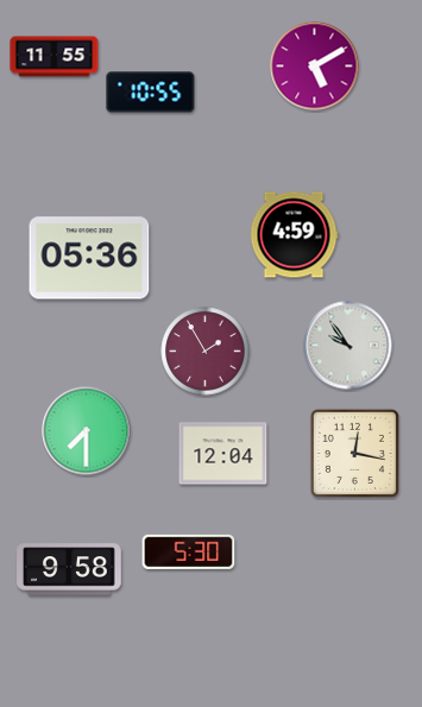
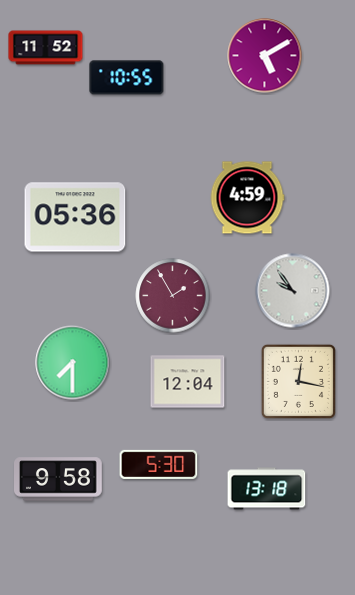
clock at (55, 57): 11:55 -> 11:52
clock at (267, 489): none -> 13:18
